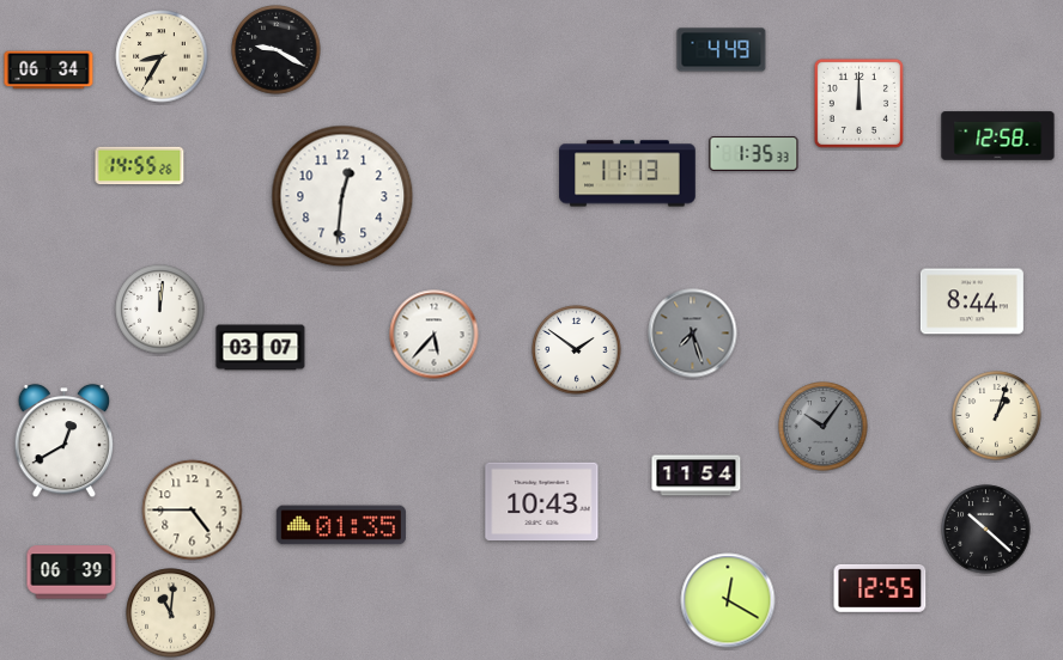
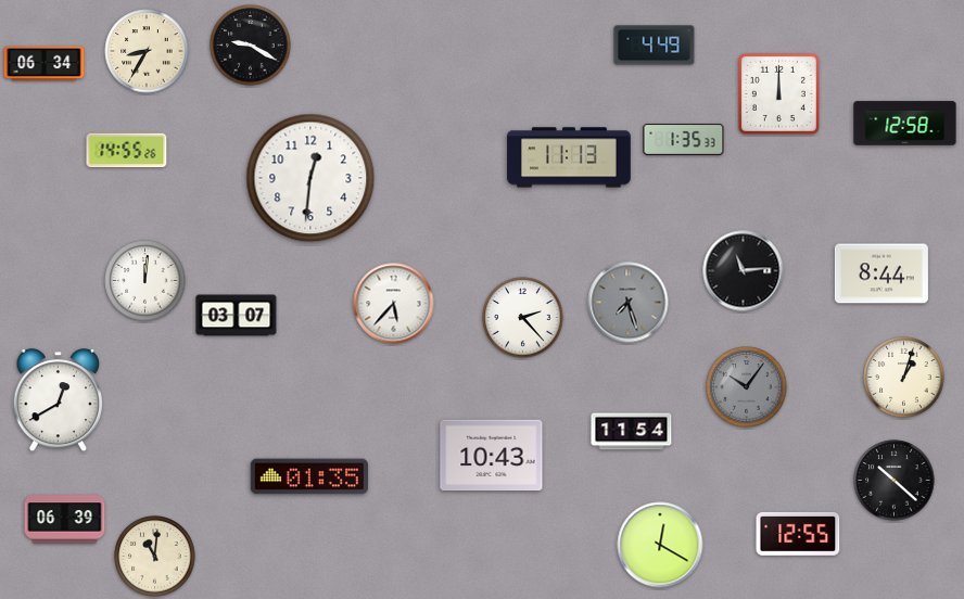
clock at (744, 271): none -> 11:14
clock at (577, 350): 1:51 -> 2:23
clock at (193, 511): 4:45 -> none
